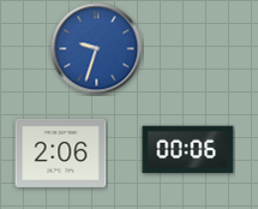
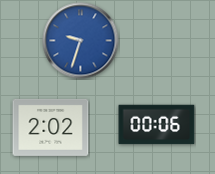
clock at (61, 153): 2:06 -> 2:02
